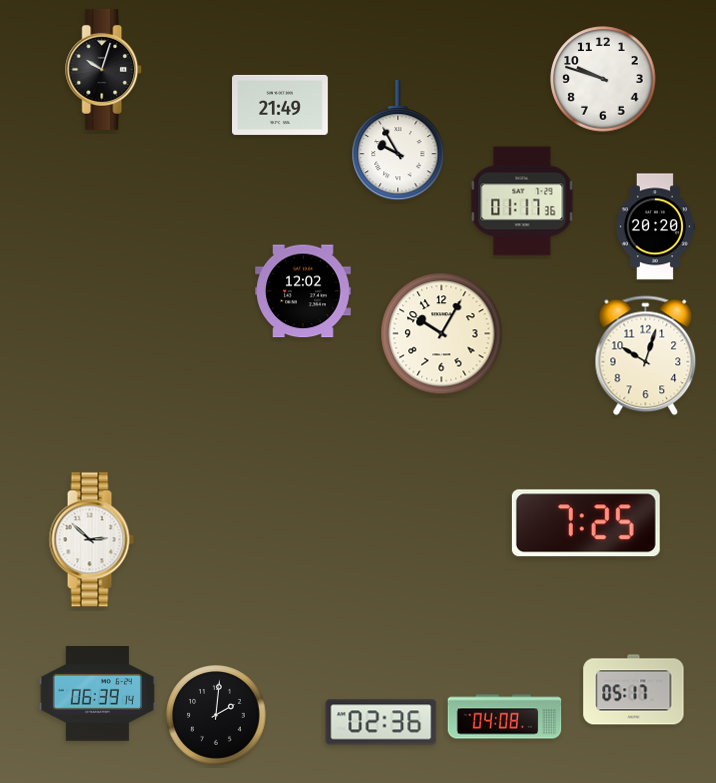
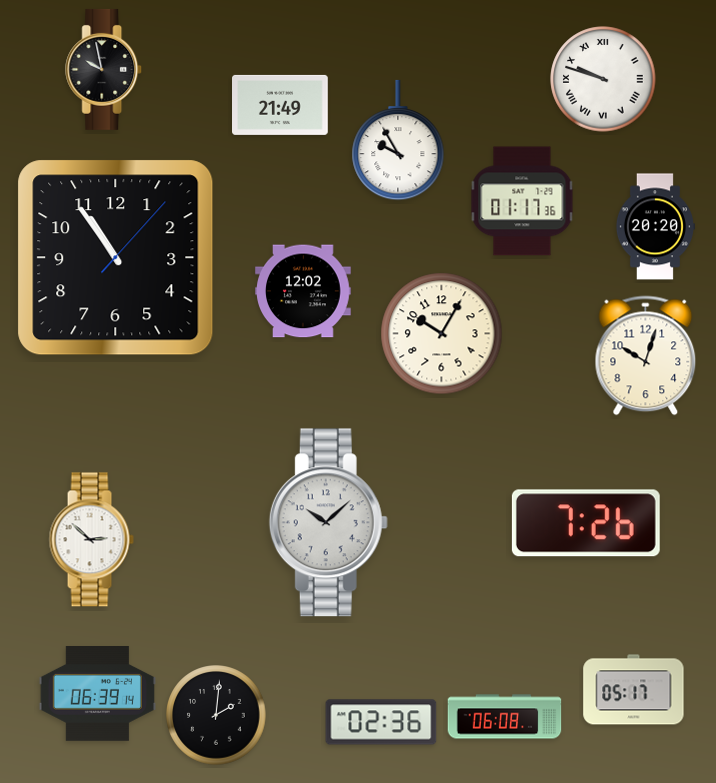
clock at (104, 69): 10:03 -> 9:58
clock at (603, 79) numerals: Arabic -> Roman
clock at (116, 258): none -> 10:54
clock at (328, 523): none -> 10:08
clock at (586, 523): 7:25 -> 7:26
clock at (505, 717): 04:08 -> 06:08
